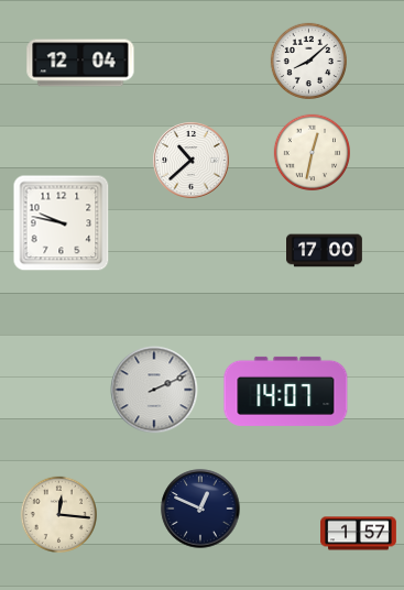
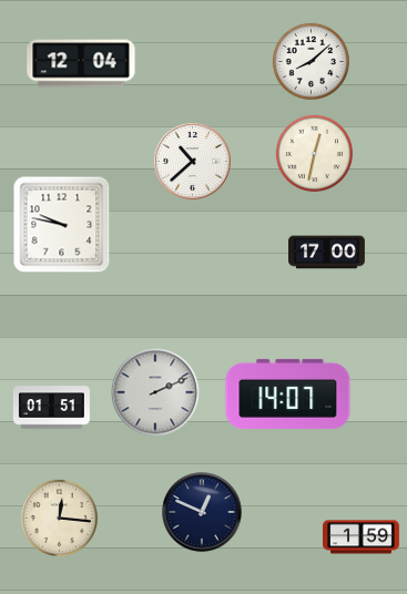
clock at (52, 408): none -> 01:51
clock at (359, 534): 1:57 -> 1:59
